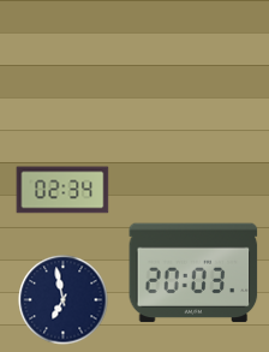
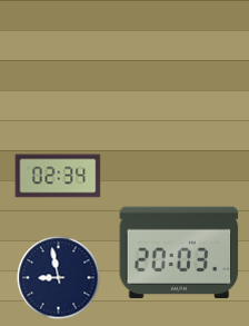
clock at (64, 300): 6:58 -> 8:58
